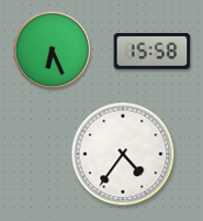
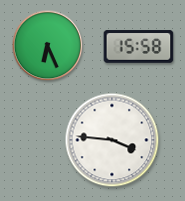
clock at (123, 154): 4:36 -> 3:46
